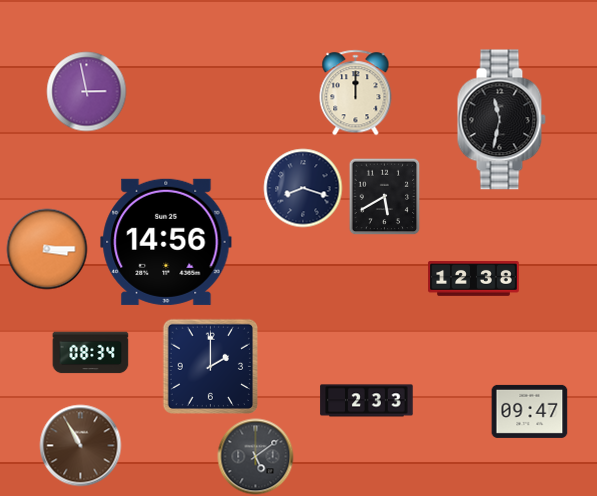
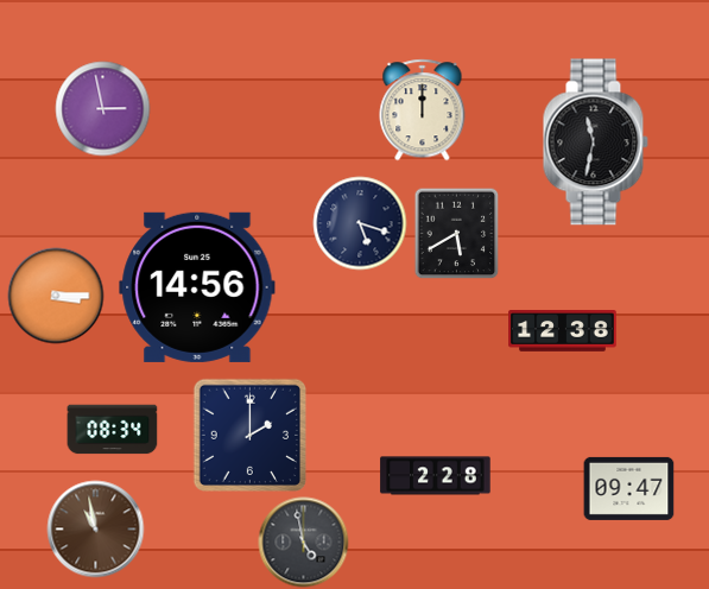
clock at (303, 188): 8:18 -> 5:18
clock at (91, 353) position: (91, 353) -> (113, 430)
clock at (367, 401): 2:33 -> 2:28
clock at (81, 446): 10:55 -> 10:58
clock at (256, 457): 5:09 -> 4:58
